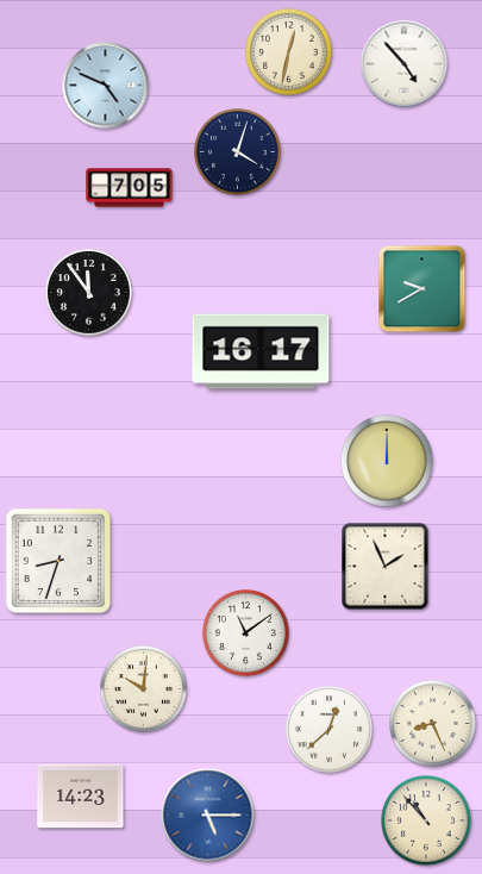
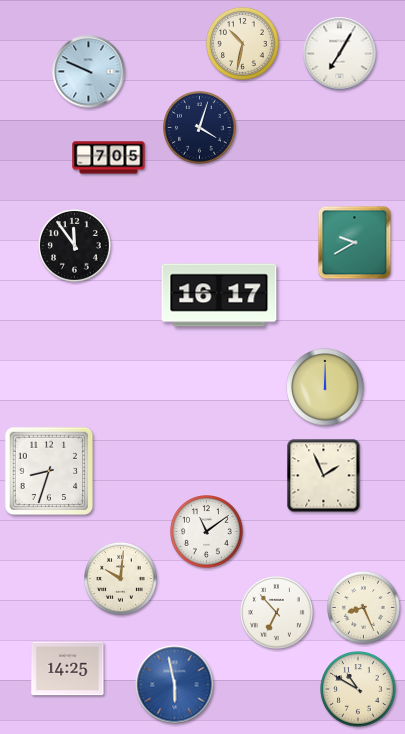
clock at (289, 52): 12:32 -> 10:32
clock at (405, 64): 4:53 -> 7:05
clock at (106, 86): 4:49 -> 9:49
clock at (330, 730): 12:38 -> 6:53
clock at (81, 797): 14:23 -> 14:25
clock at (208, 816): 5:15 -> 5:58
clock at (426, 820): 10:53 -> 10:50
